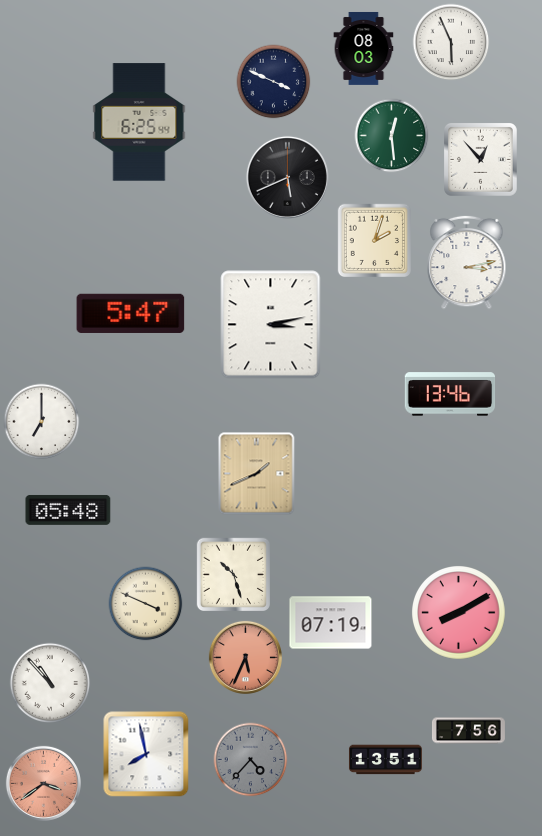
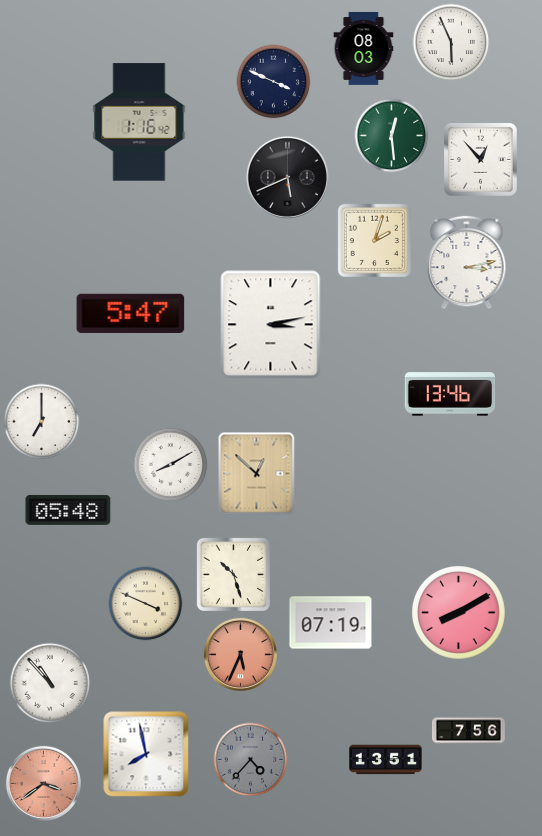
clock at (139, 122): 6:25 -> 1:16
clock at (171, 465): none -> 8:10
clock at (257, 474): 1:41 -> 12:52
clock at (245, 657) position: (245, 657) -> (240, 654)
